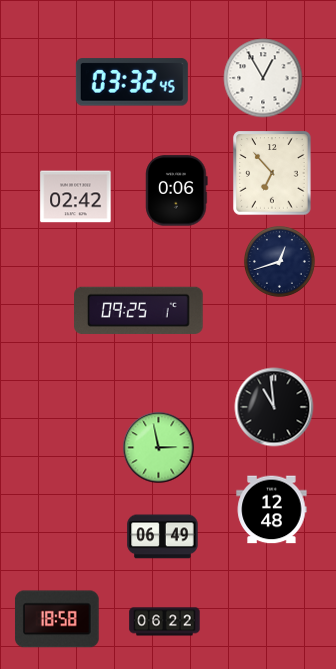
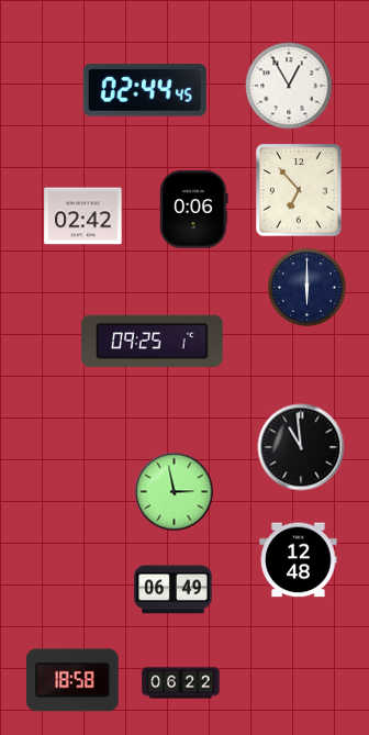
clock at (132, 82): 03:32 -> 02:44
clock at (279, 261): 12:42 -> 6:00
clock at (163, 537) position: (163, 537) -> (174, 590)
clock at (57, 619) position: (57, 619) -> (72, 680)
